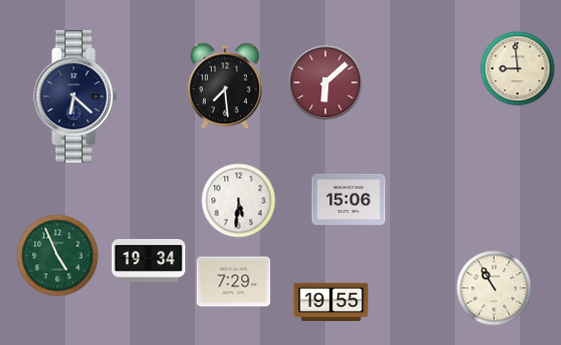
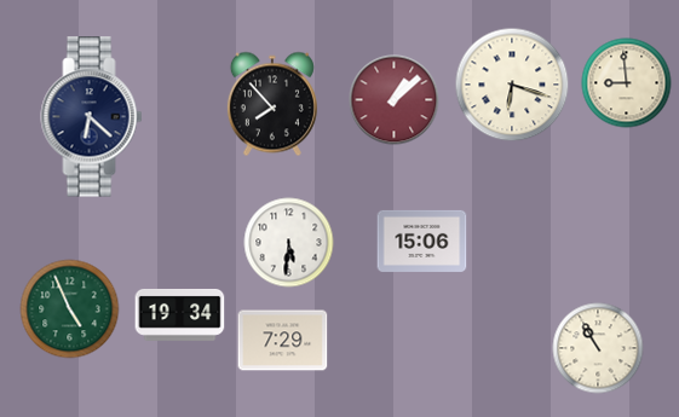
clock at (512, 85): none -> 6:18
clock at (326, 83): 6:08 -> 1:08
clock at (225, 86): 7:29 -> 7:53
clock at (331, 302): 19:55 -> none
